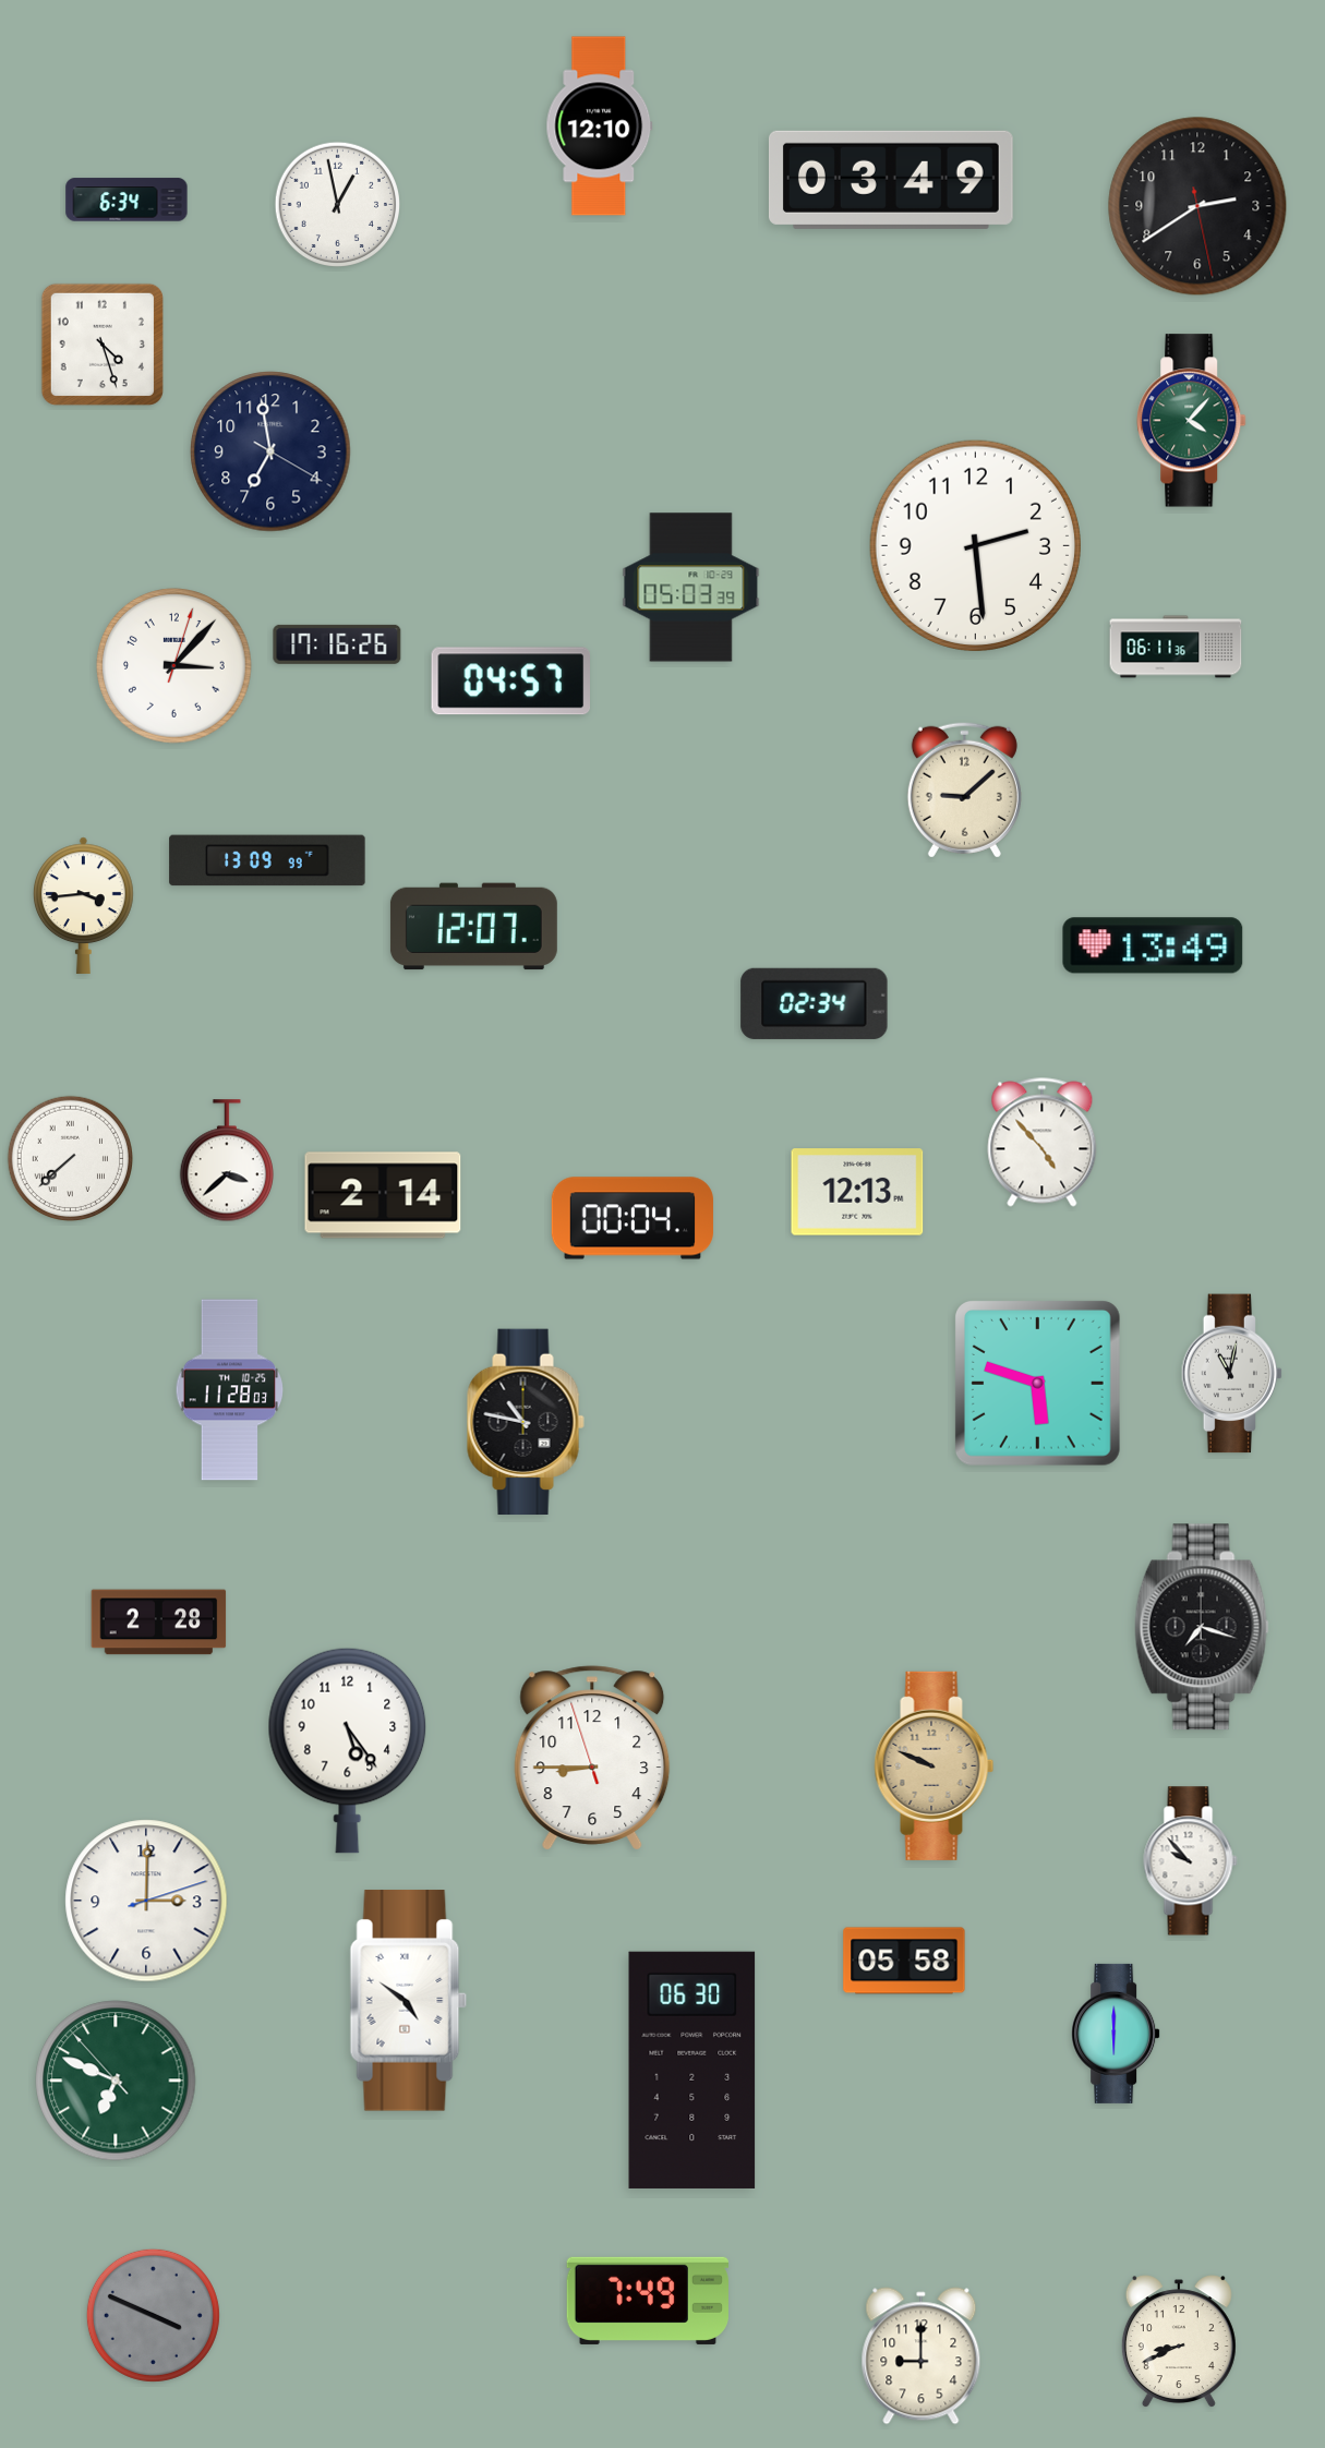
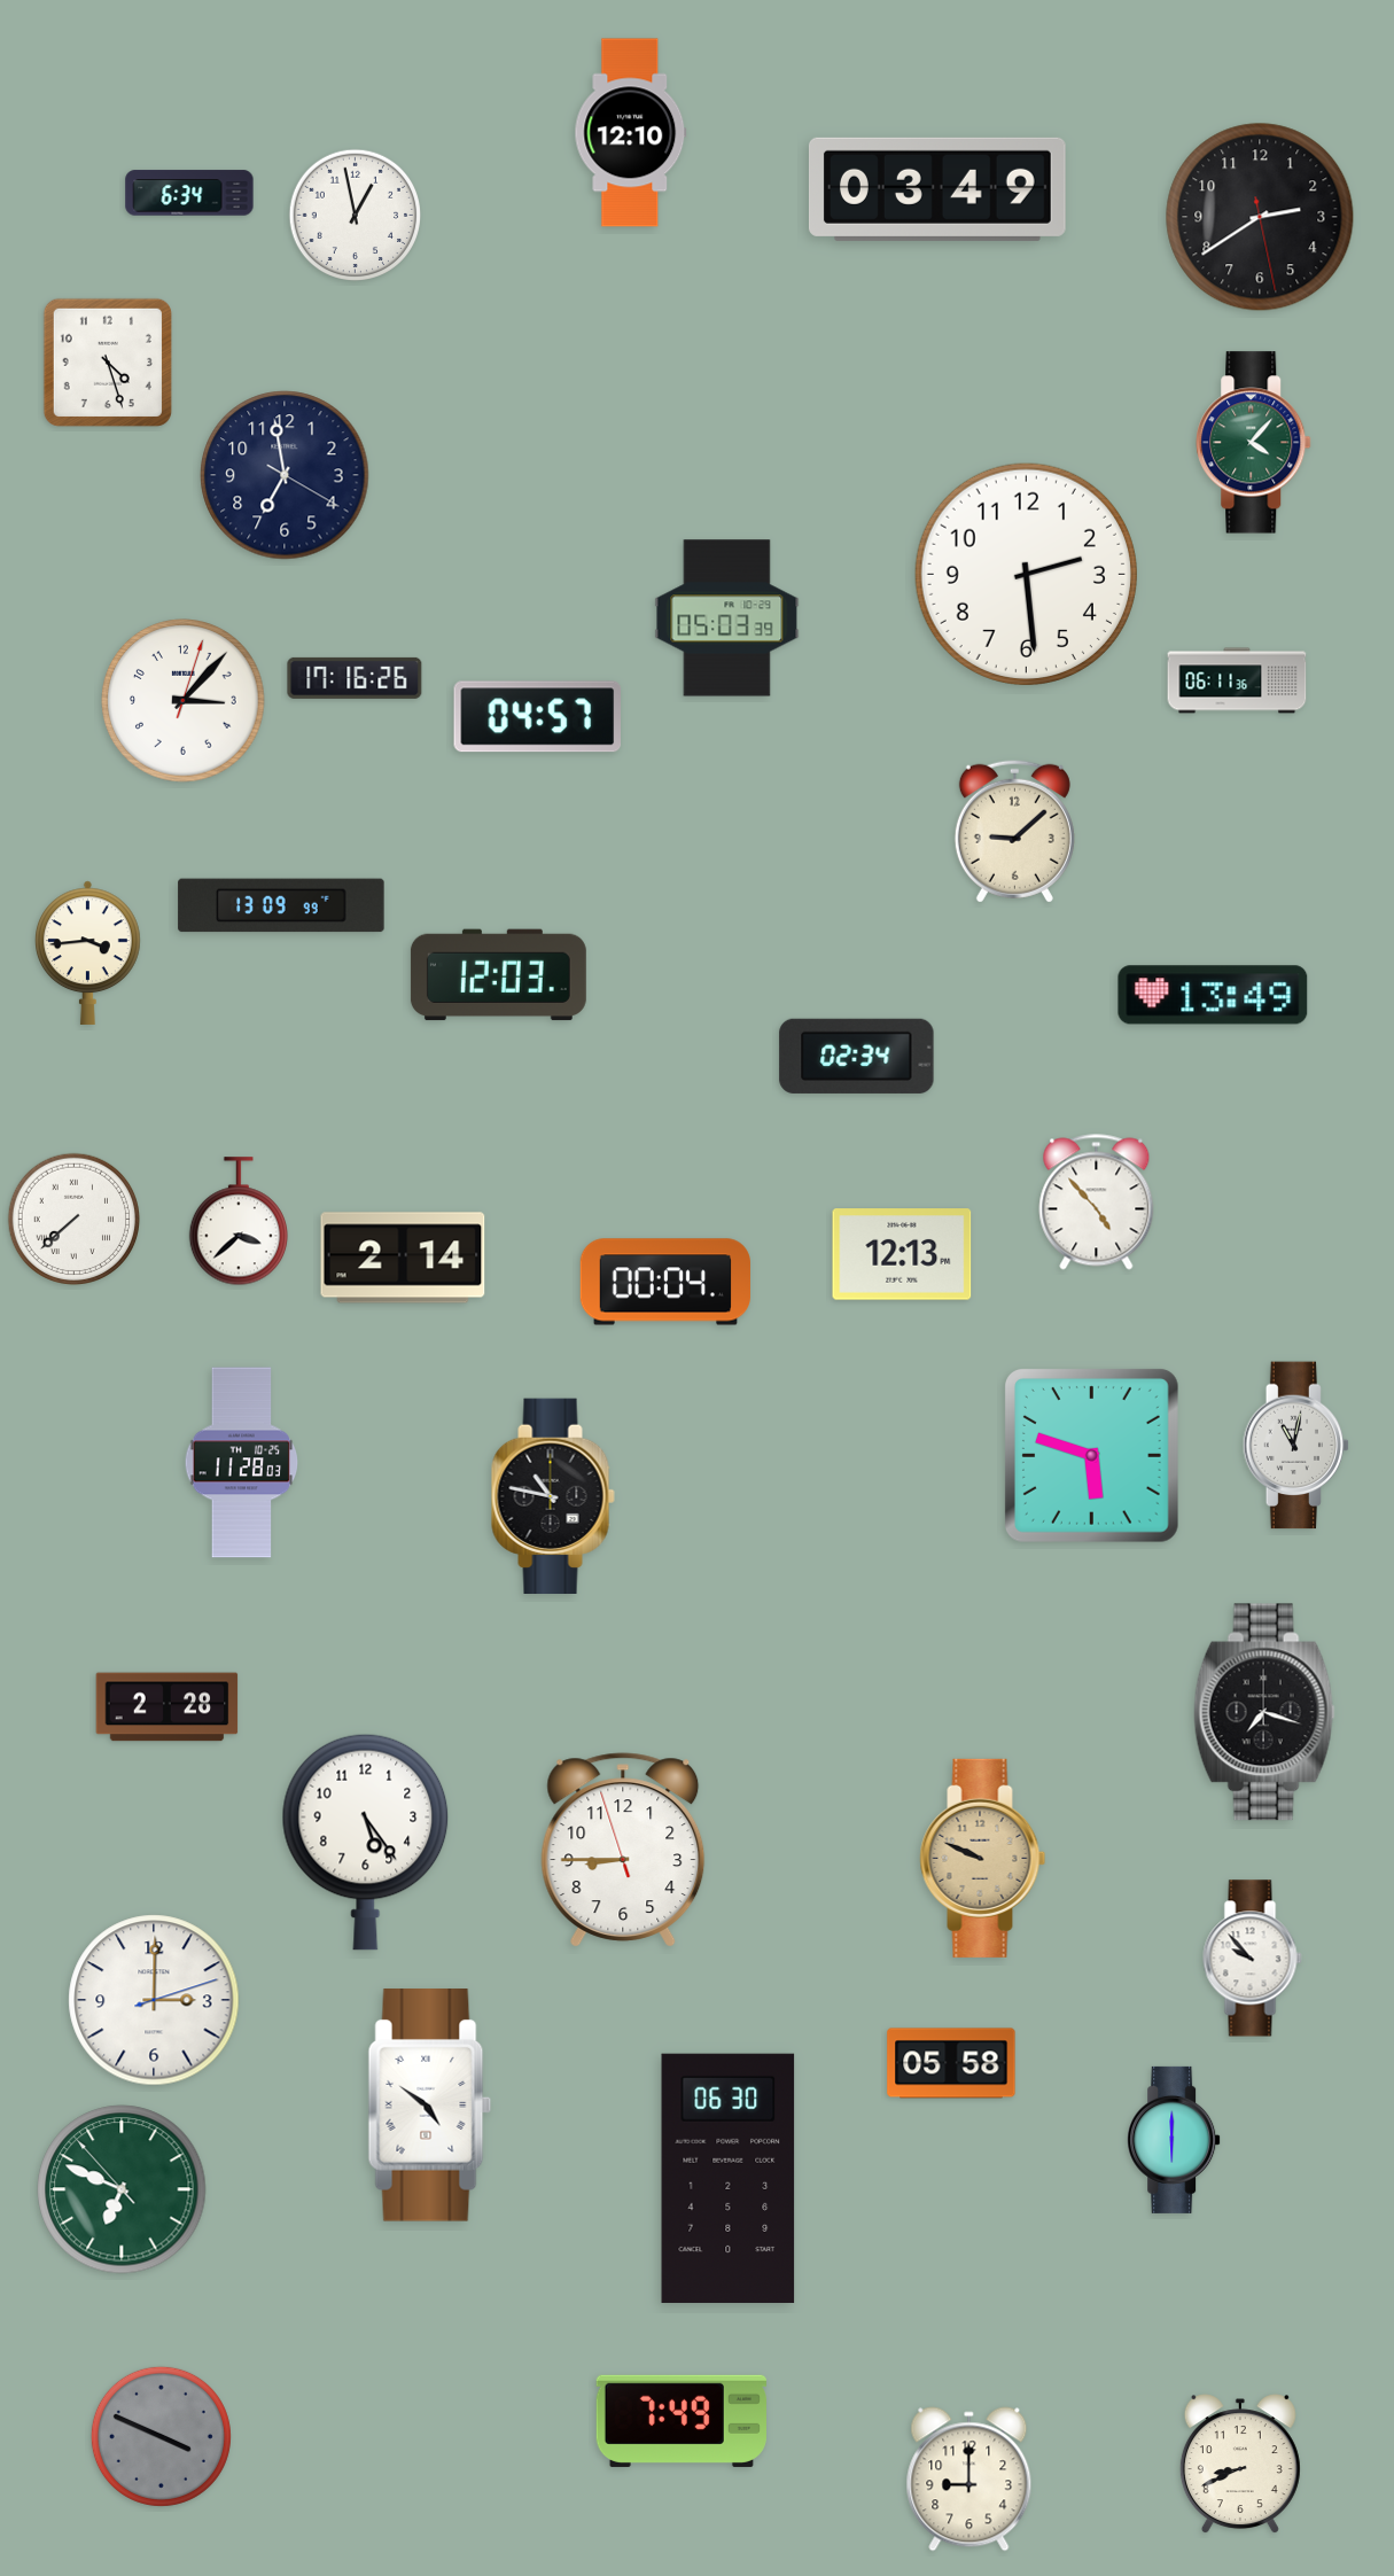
clock at (127, 200) position: (127, 200) -> (189, 193)
clock at (473, 927): 12:07 -> 12:03
